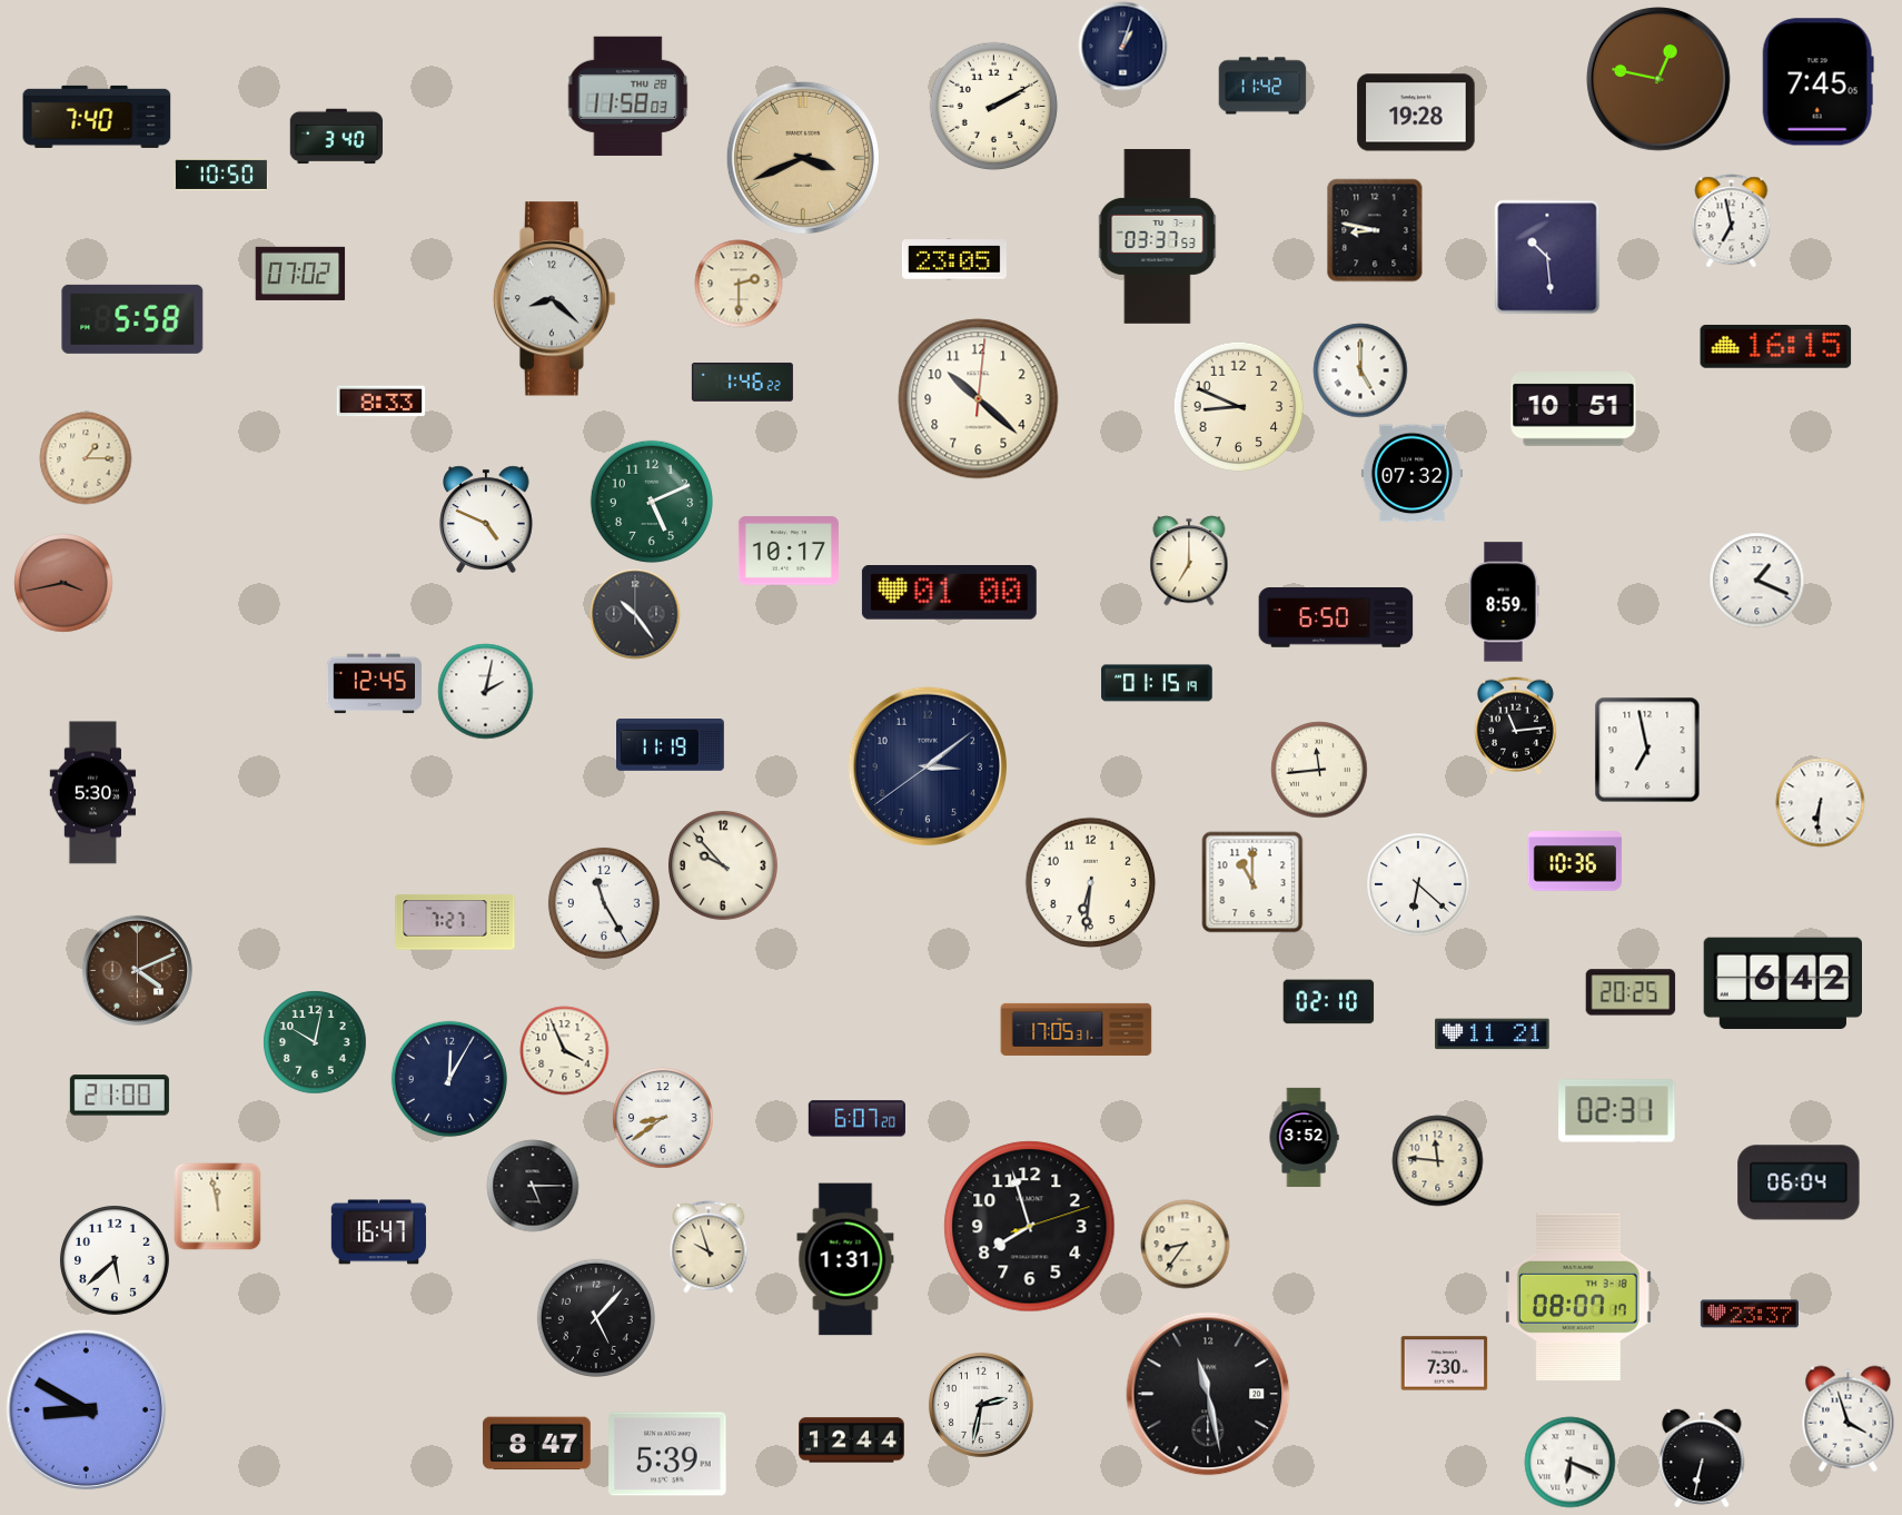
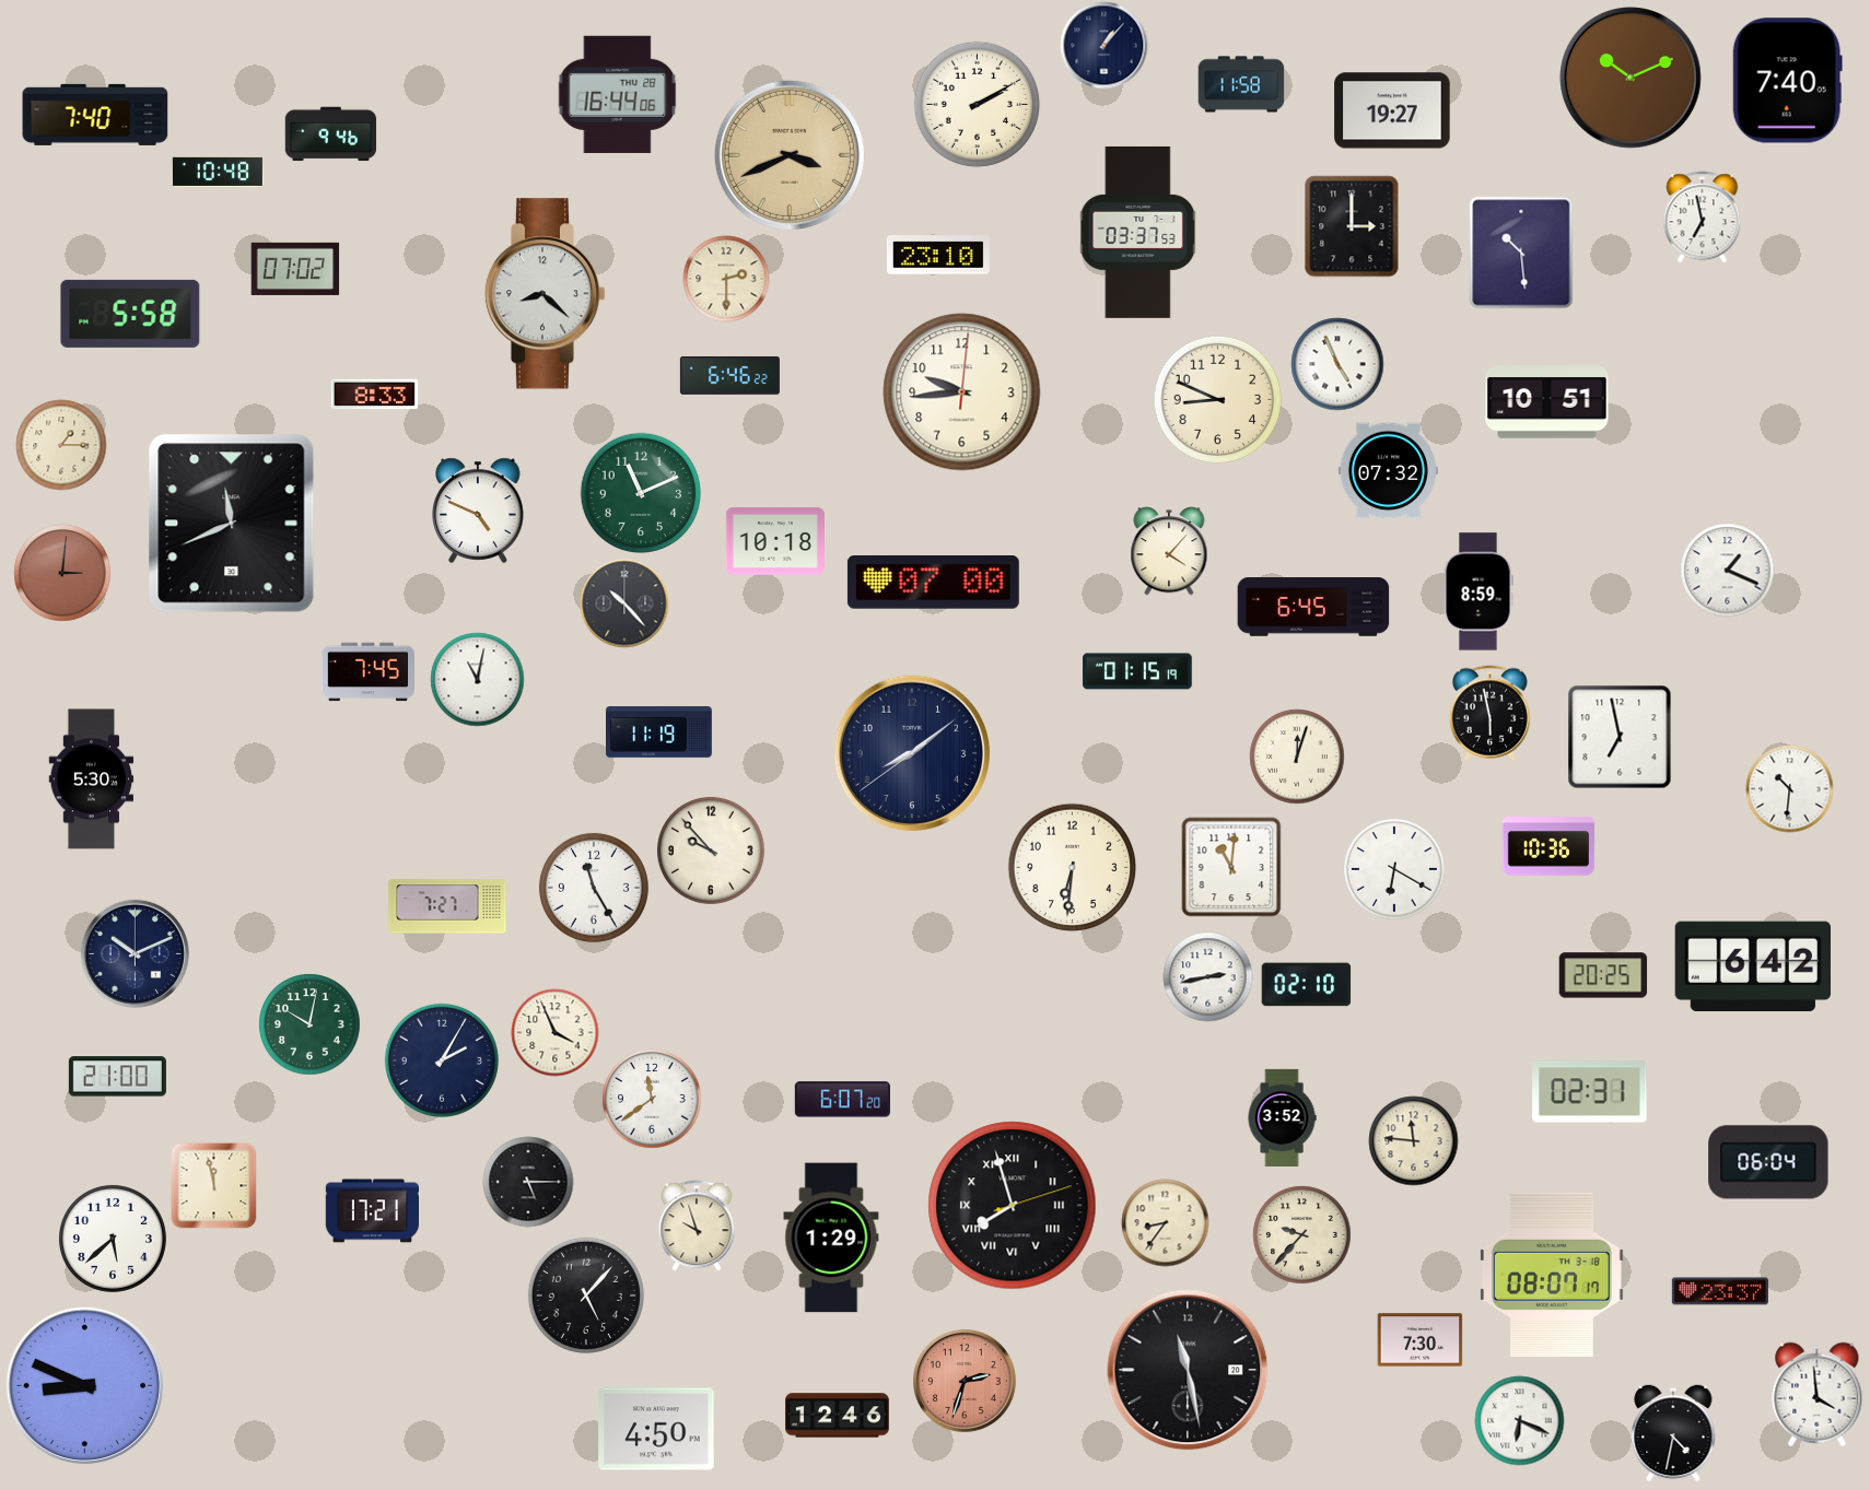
clock at (1122, 46): 1:03 -> 1:07
clock at (1660, 80): 12:47 -> 10:11
clock at (1817, 82): 7:45 -> 7:40
clock at (1262, 86): 11:42 -> 11:58
clock at (627, 96): 11:58 -> 16:44
clock at (1416, 112): 19:28 -> 19:27
clock at (336, 137): 3:40 -> 9:46
clock at (221, 175): 10:50 -> 10:48
clock at (1375, 230): 8:47 -> 3:00
clock at (954, 259): 23:05 -> 23:10
clock at (1776, 346): 16:15 -> none
clock at (1360, 370): 5:00 -> 4:56
clock at (742, 382): 1:46 -> 6:46
clock at (979, 399): 10:22 -> 9:44
clock at (86, 458) position: (86, 458) -> (61, 445)
clock at (1411, 474) position: (1411, 474) -> (1388, 471)
clock at (651, 501): 5:11 -> 11:11
clock at (232, 524): none -> 11:41
clock at (789, 551): 10:17 -> 10:18
clock at (1189, 561): 7:00 -> 4:07
clock at (63, 583): 3:43 -> 3:01
clock at (949, 593): 01:00 -> 07:00
clock at (635, 614): 10:24 -> 10:23
clock at (1336, 617): 6:50 -> 6:45
clock at (374, 684): 12:45 -> 7:45
clock at (485, 691): 2:02 -> 11:02
clock at (1515, 725): 11:14 -> 5:58
clock at (928, 766): 3:08 -> 8:08
clock at (1319, 770): 11:44 -> 12:03
clock at (1820, 802): 6:31 -> 10:31
clock at (1252, 882): 11:00 -> 11:01
clock at (1418, 884): 6:22 -> 6:20
clock at (137, 970): 4:11 -> 10:11
clock at (137, 970) dial: brown -> navy
clock at (1207, 976): none -> 2:43
clock at (1077, 1029): 17:05 -> none
clock at (1493, 1034): 11:21 -> none
clock at (449, 1079): 12:05 -> 2:05
clock at (663, 1118): 8:39 -> 11:39
clock at (533, 1186) position: (533, 1186) -> (528, 1182)
clock at (1030, 1227) numerals: Arabic -> Roman
clock at (378, 1232): 16:47 -> 17:21
clock at (1301, 1234): none -> 9:37
clock at (845, 1259): 1:31 -> 1:29
clock at (981, 1405): 2:32 -> 2:33
clock at (981, 1405) dial: white -> salmon
clock at (87, 1410): 8:50 -> 8:49
clock at (1849, 1418): 3:57 -> 3:59
clock at (852, 1440): 12:44 -> 12:46
clock at (536, 1444): 8:47 -> none
clock at (667, 1454): 5:39 -> 4:50
clock at (1702, 1458): 6:32 -> 4:32
clock at (1569, 1462) position: (1569, 1462) -> (1519, 1420)
